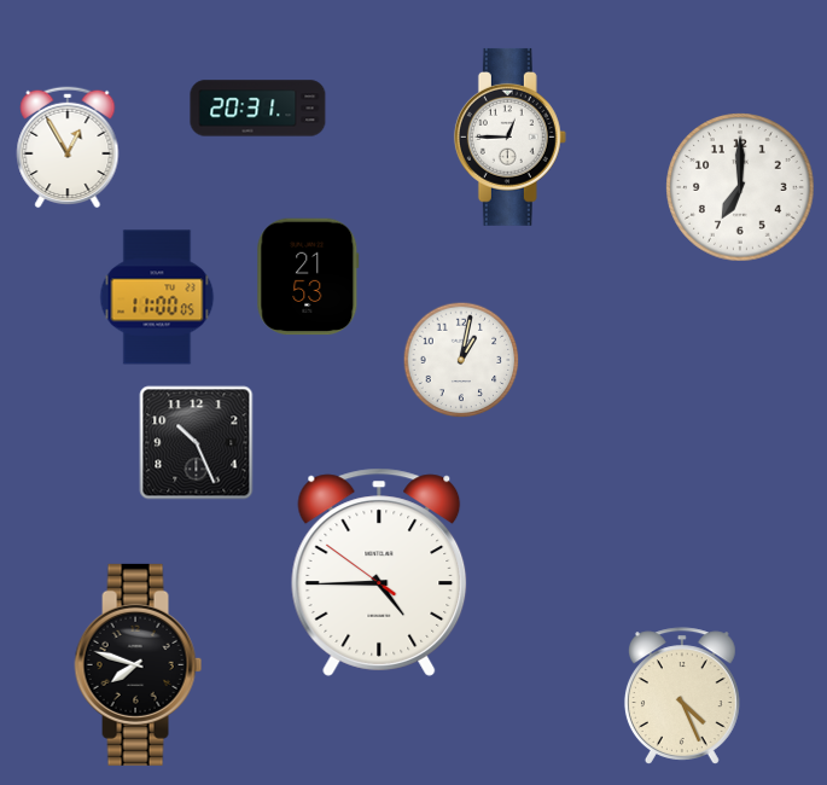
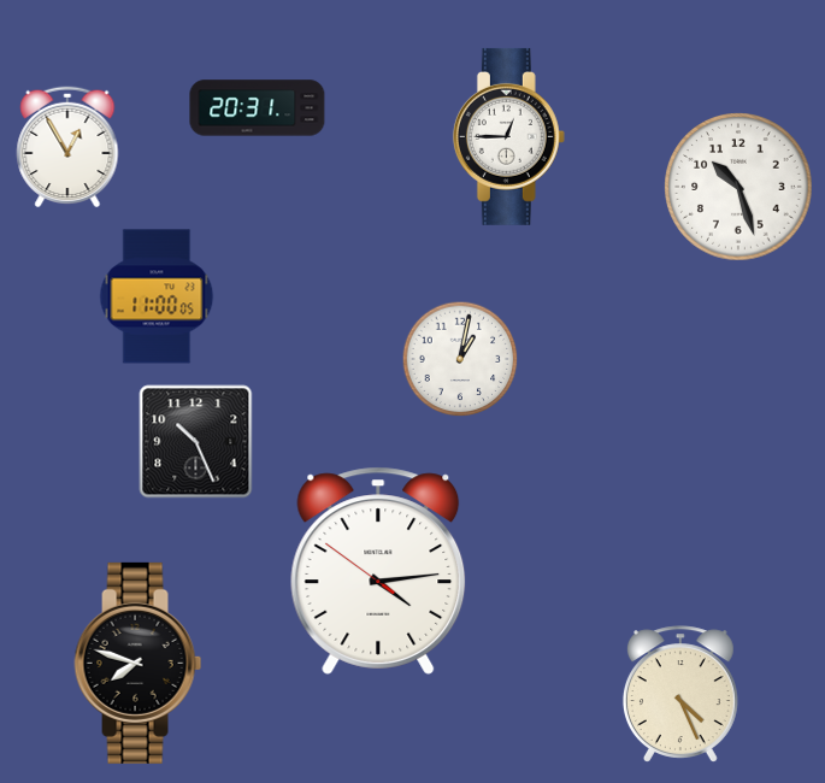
clock at (740, 187): 7:00 -> 10:27
clock at (308, 277): 21:53 -> none
clock at (379, 572): 4:44 -> 4:13
